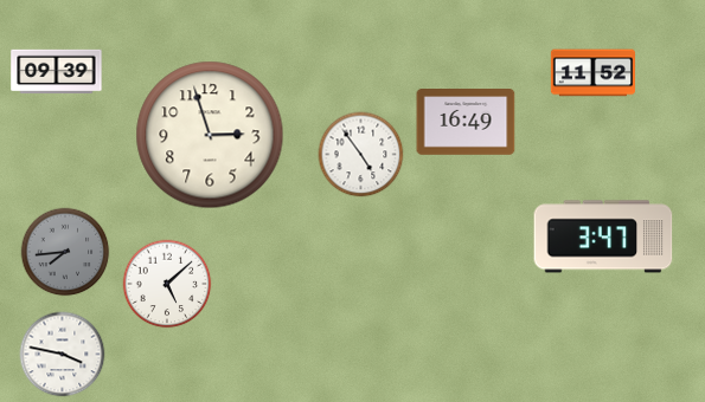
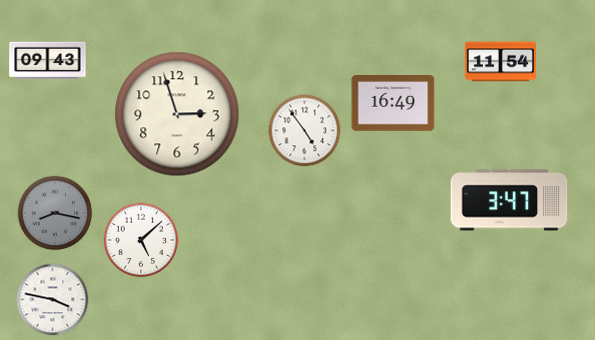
clock at (57, 72): 09:39 -> 09:43
clock at (592, 73): 11:52 -> 11:54
clock at (65, 252): 7:44 -> 8:17
